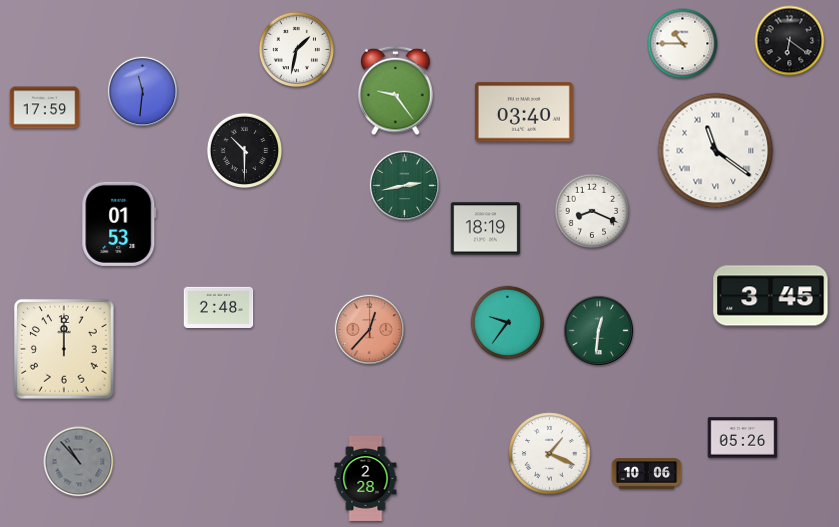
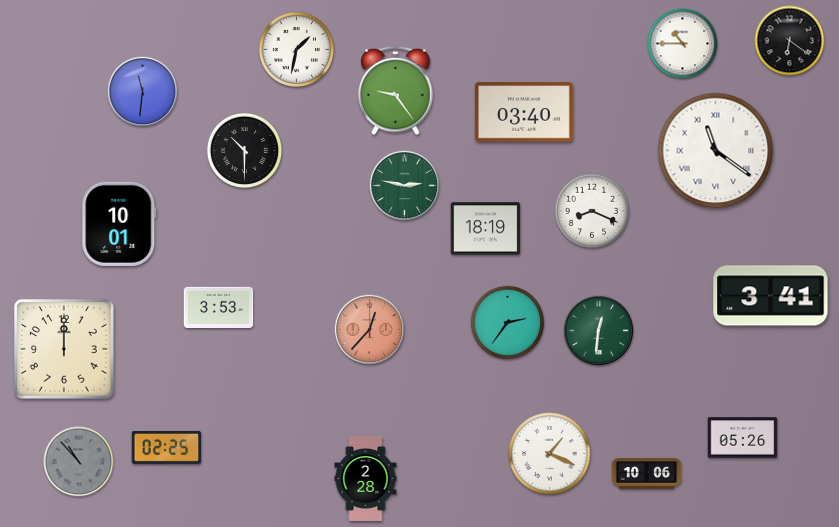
clock at (45, 108): 17:59 -> none
clock at (405, 186): 2:43 -> 2:47
clock at (119, 224): 01:53 -> 10:01
clock at (771, 296): 3:45 -> 3:41
clock at (219, 307): 2:48 -> 3:53
clock at (508, 323): 9:36 -> 2:36
clock at (167, 447): none -> 02:25
